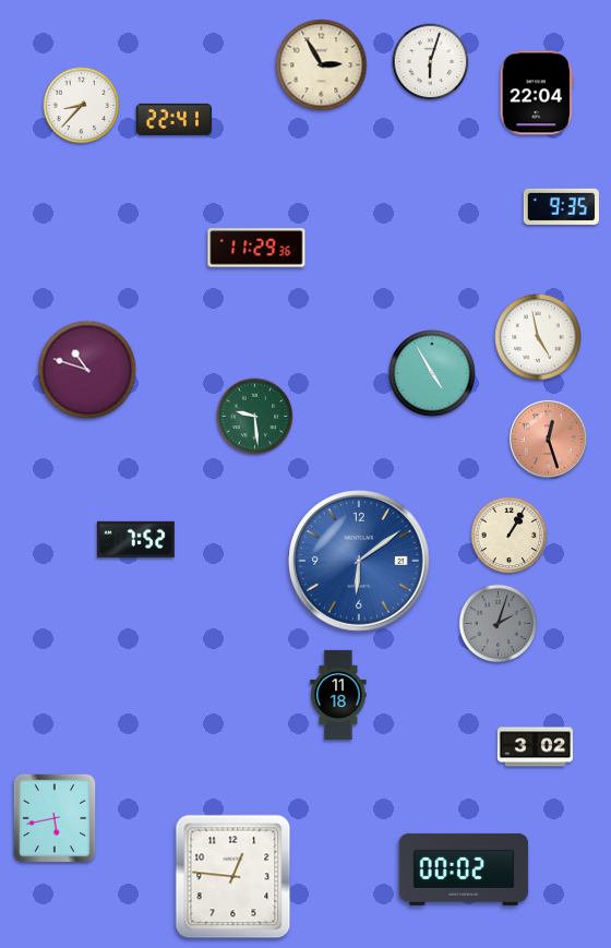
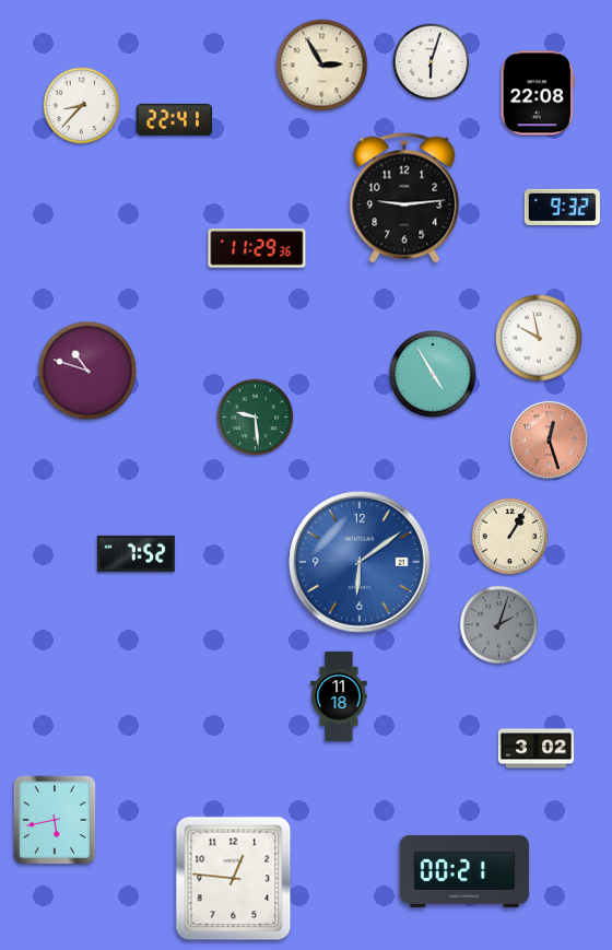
clock at (537, 93): 22:04 -> 22:08
clock at (404, 198): none -> 9:14
clock at (561, 206): 9:35 -> 9:32
clock at (538, 337): 4:58 -> 9:58
clock at (135, 539) position: (135, 539) -> (136, 553)
clock at (464, 869): 00:02 -> 00:21
